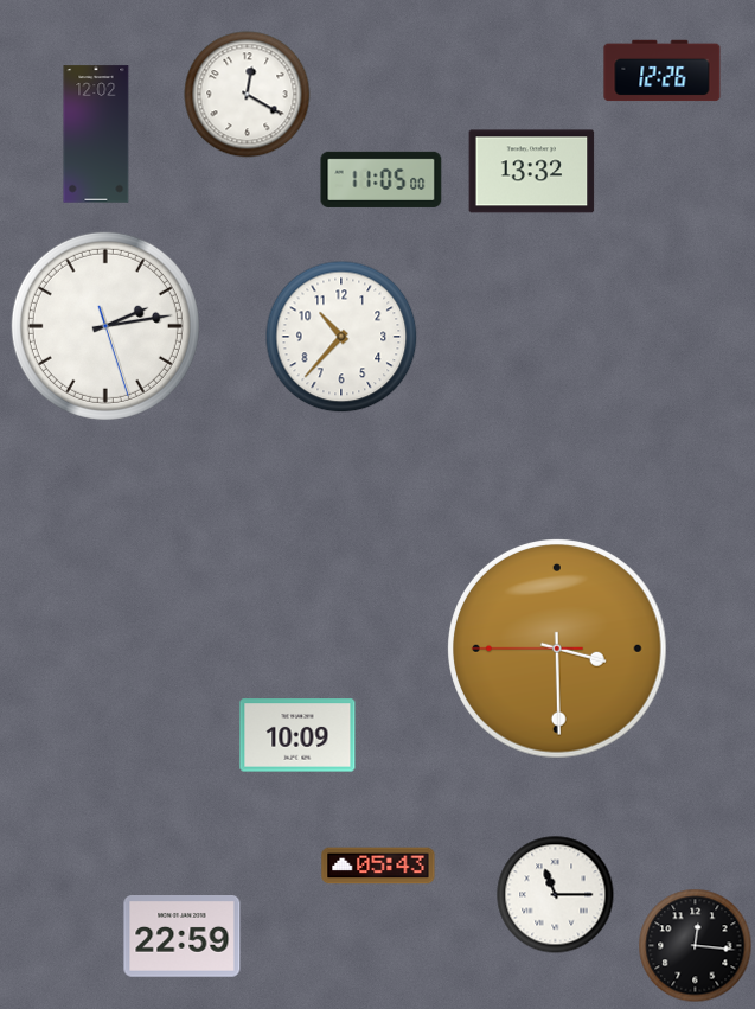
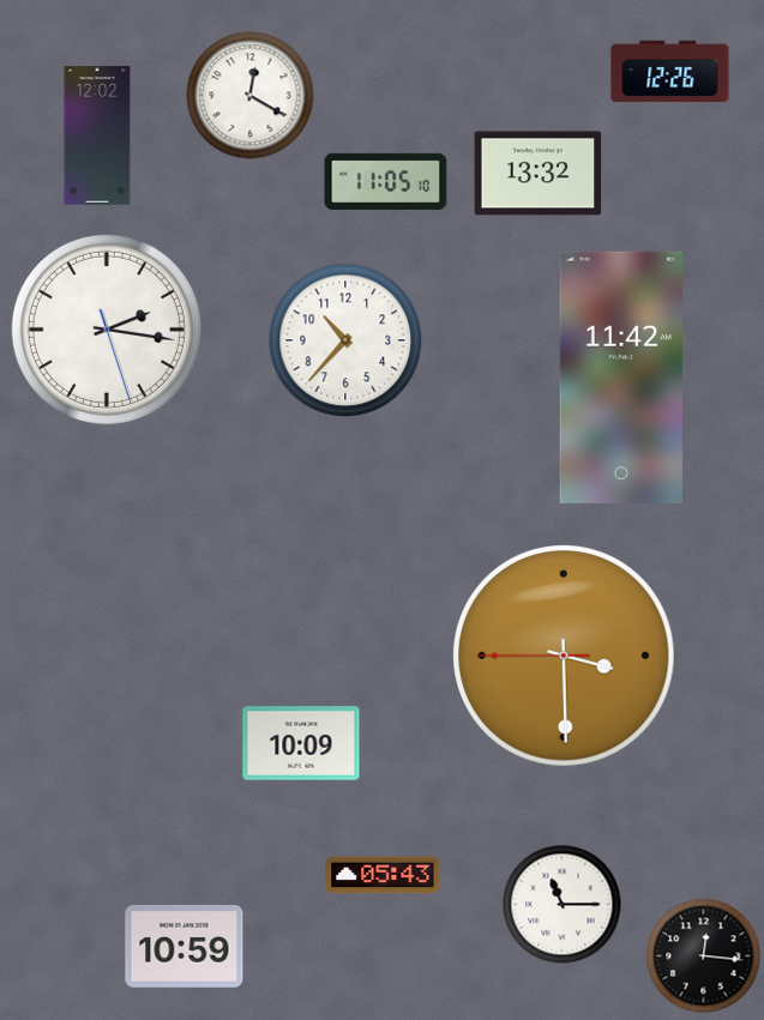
clock at (382, 179): 11:05:00 -> 11:05:10
clock at (105, 326): 2:13 -> 2:16
clock at (621, 378): none -> 11:42
clock at (183, 937): 22:59 -> 10:59
